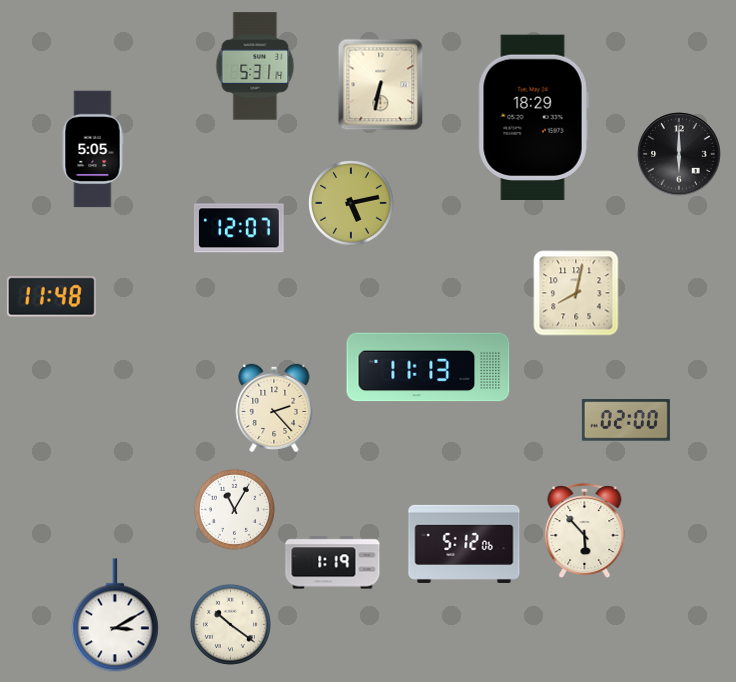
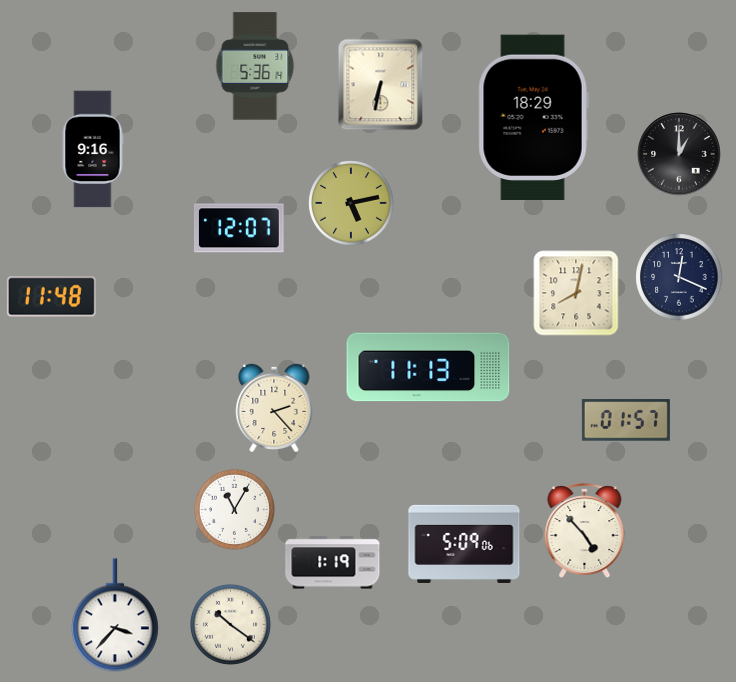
clock at (255, 66): 5:31 -> 5:36
clock at (93, 149): 5:05 -> 9:16
clock at (679, 154): 6:00 -> 1:00
clock at (679, 277): none -> 12:19
clock at (626, 420): 02:00 -> 01:57
clock at (585, 531): 5:53 -> 4:53
clock at (464, 544): 5:12 -> 5:09
clock at (115, 615): 3:10 -> 3:37
